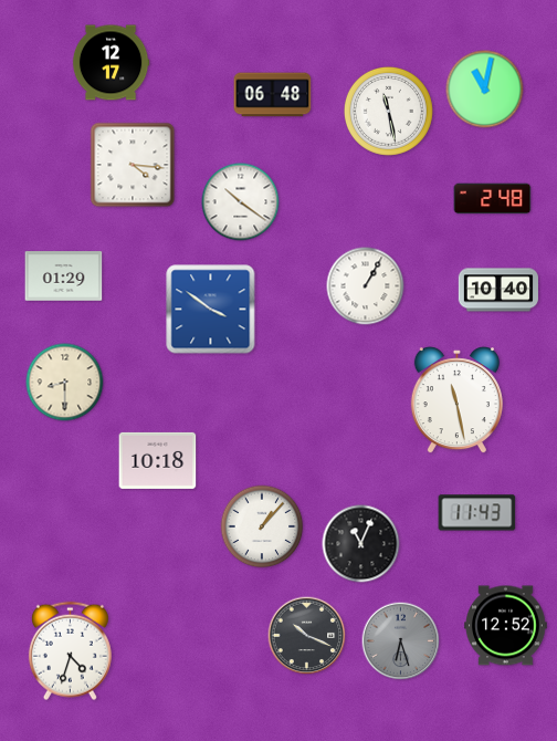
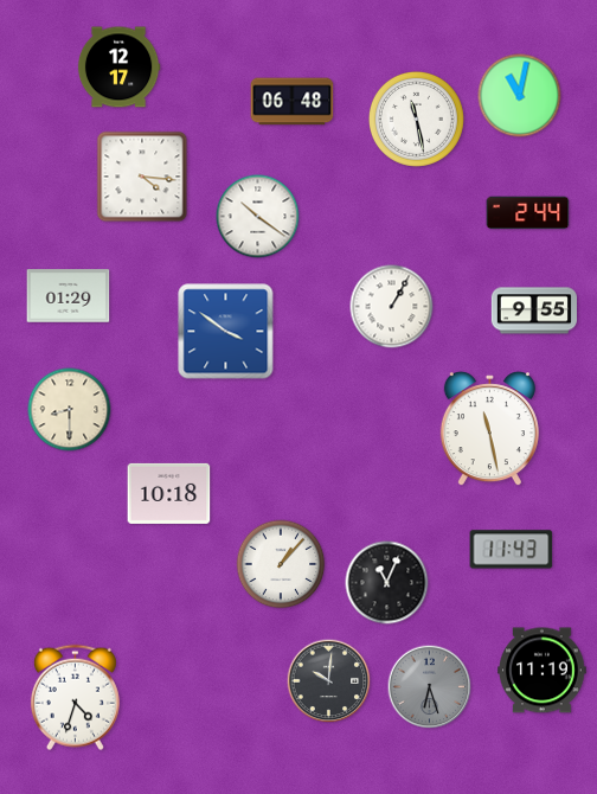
clock at (493, 199): 2:48 -> 2:44
clock at (498, 290): 10:40 -> 9:55
clock at (506, 626): 12:52 -> 11:19
clock at (307, 636): 10:19 -> 10:01
